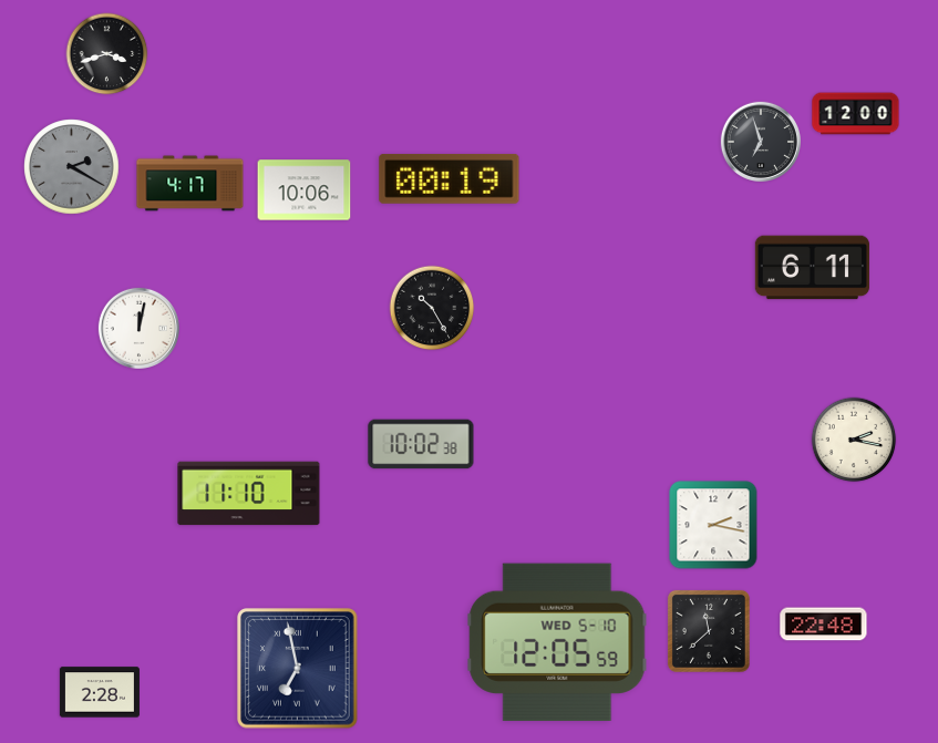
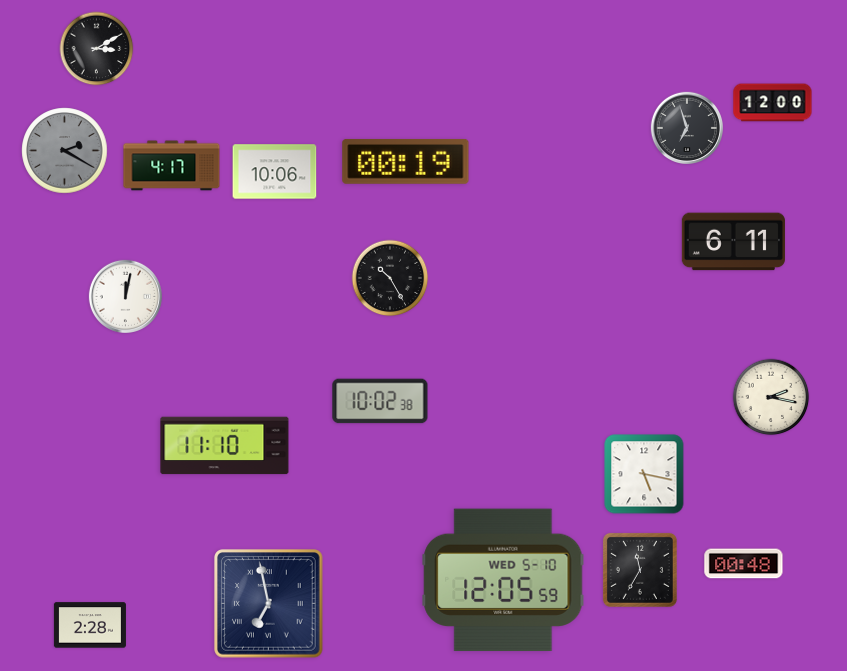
clock at (107, 54): 3:42 -> 3:10
clock at (713, 525): 2:17 -> 5:17
clock at (824, 625): 22:48 -> 00:48
clock at (709, 631): 11:38 -> 11:35
